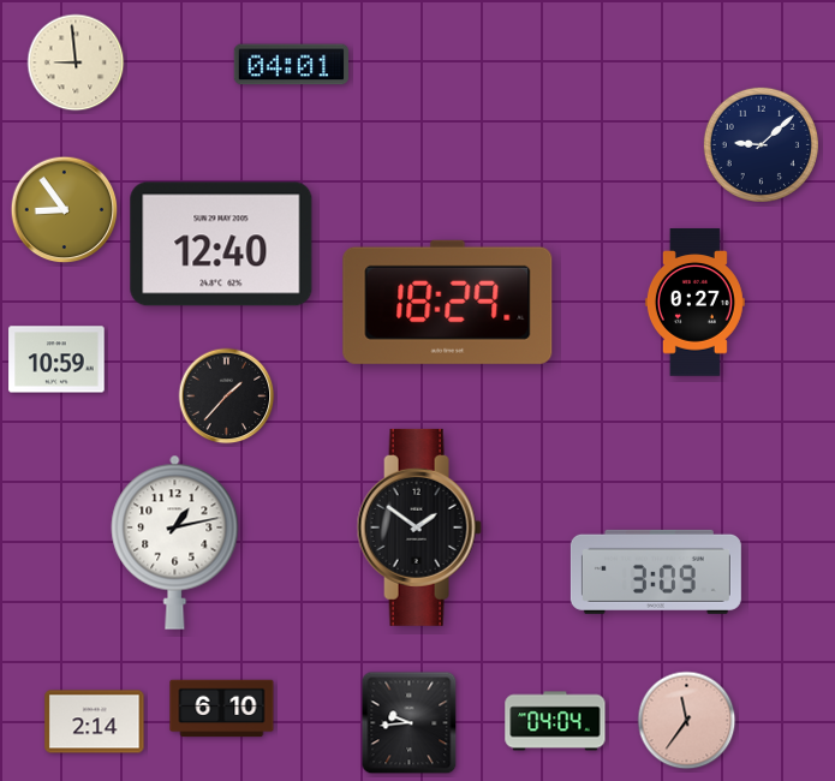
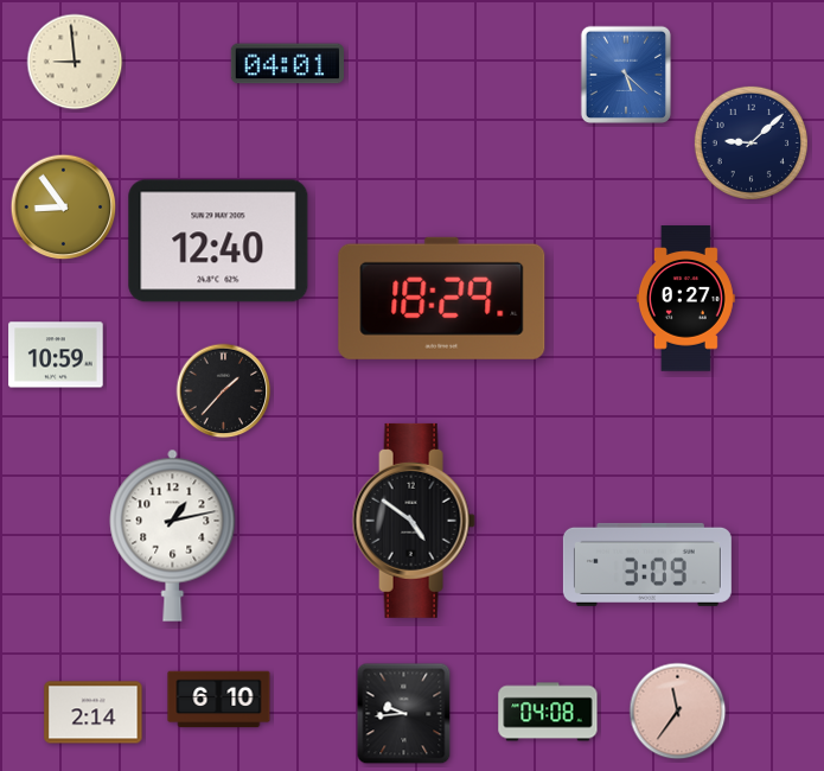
clock at (625, 74): none -> 5:22
clock at (419, 527): 1:51 -> 4:51
clock at (555, 721): 04:04 -> 04:08
